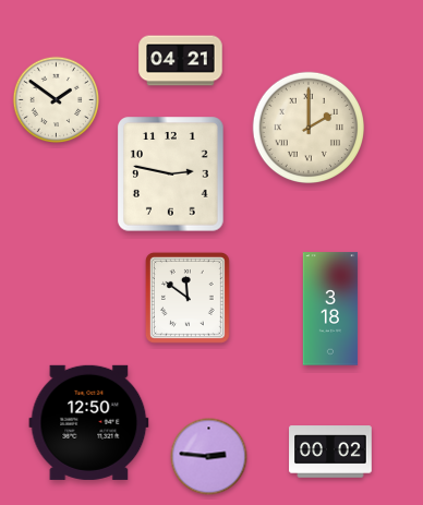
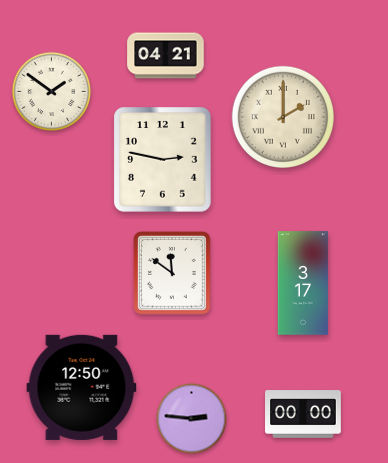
clock at (171, 175) position: (171, 175) -> (163, 160)
clock at (330, 309): 3:18 -> 3:17
clock at (330, 452): 00:02 -> 00:00
